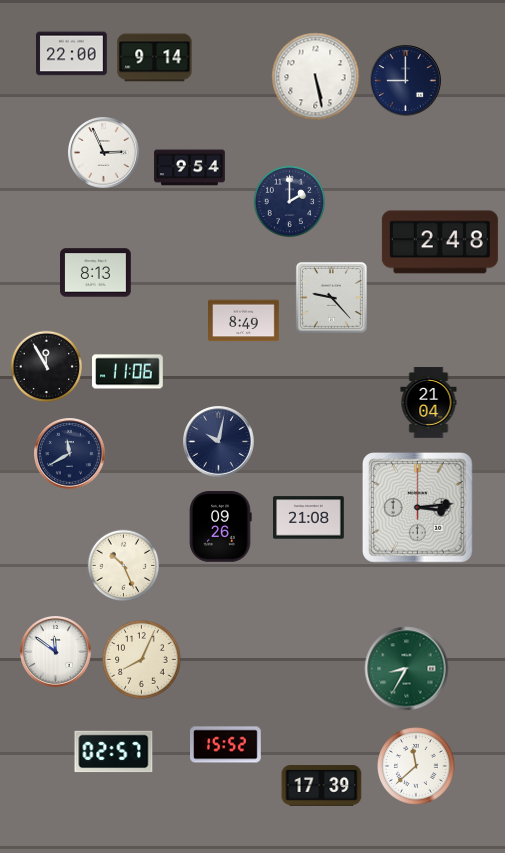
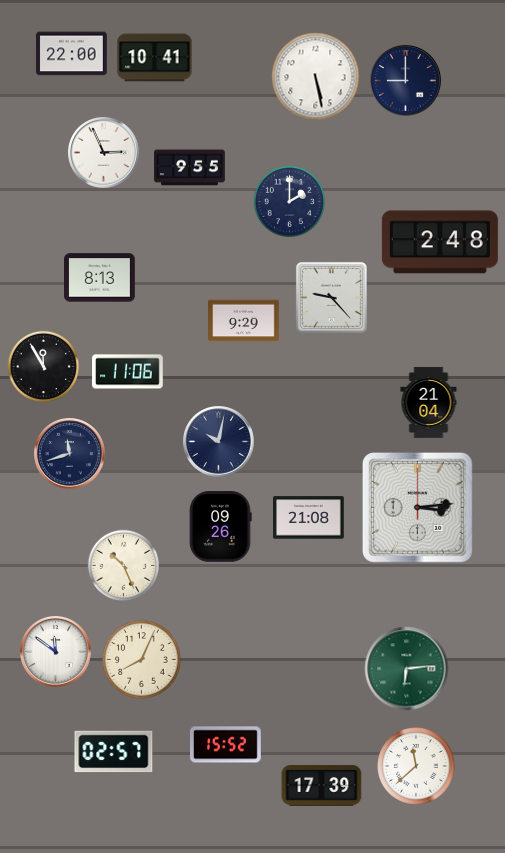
clock at (155, 58): 9:14 -> 10:41
clock at (190, 168): 9:54 -> 9:55
clock at (96, 273) position: (96, 273) -> (100, 278)
clock at (244, 321): 8:49 -> 9:29
clock at (47, 367) position: (47, 367) -> (44, 367)
clock at (70, 454): 11:40 -> 11:42
clock at (407, 669): 8:35 -> 6:14
